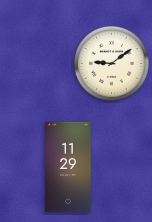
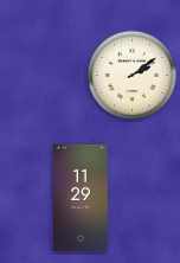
clock at (111, 63): 9:09 -> 2:09
